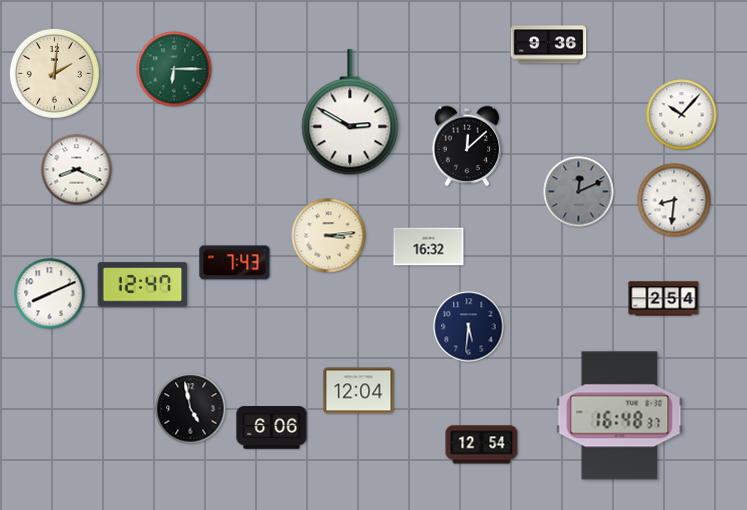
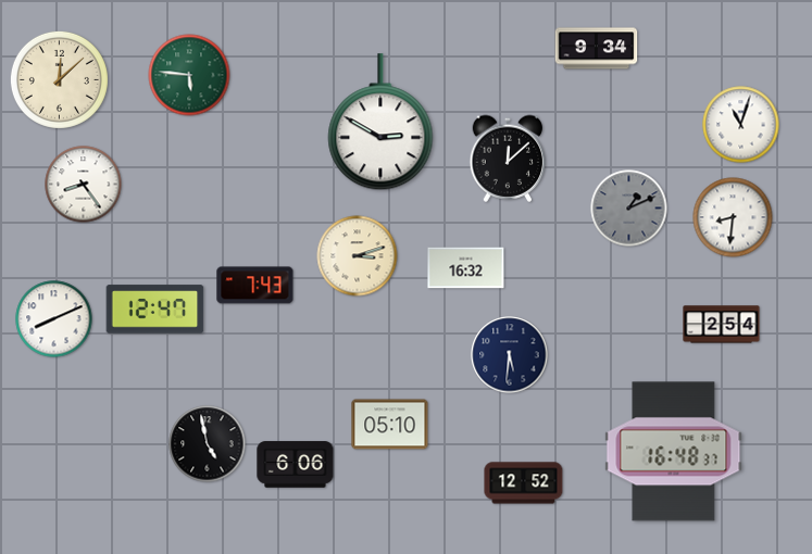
clock at (549, 45): 9:36 -> 9:34
clock at (174, 69): 6:15 -> 5:46
clock at (54, 73): 2:01 -> 12:08
clock at (682, 115): 10:07 -> 11:03
clock at (77, 170): 8:19 -> 8:24
clock at (579, 192): 12:11 -> 1:11
clock at (329, 236): 3:14 -> 3:12
clock at (359, 391): 12:04 -> 05:10
clock at (482, 445): 12:54 -> 12:52
